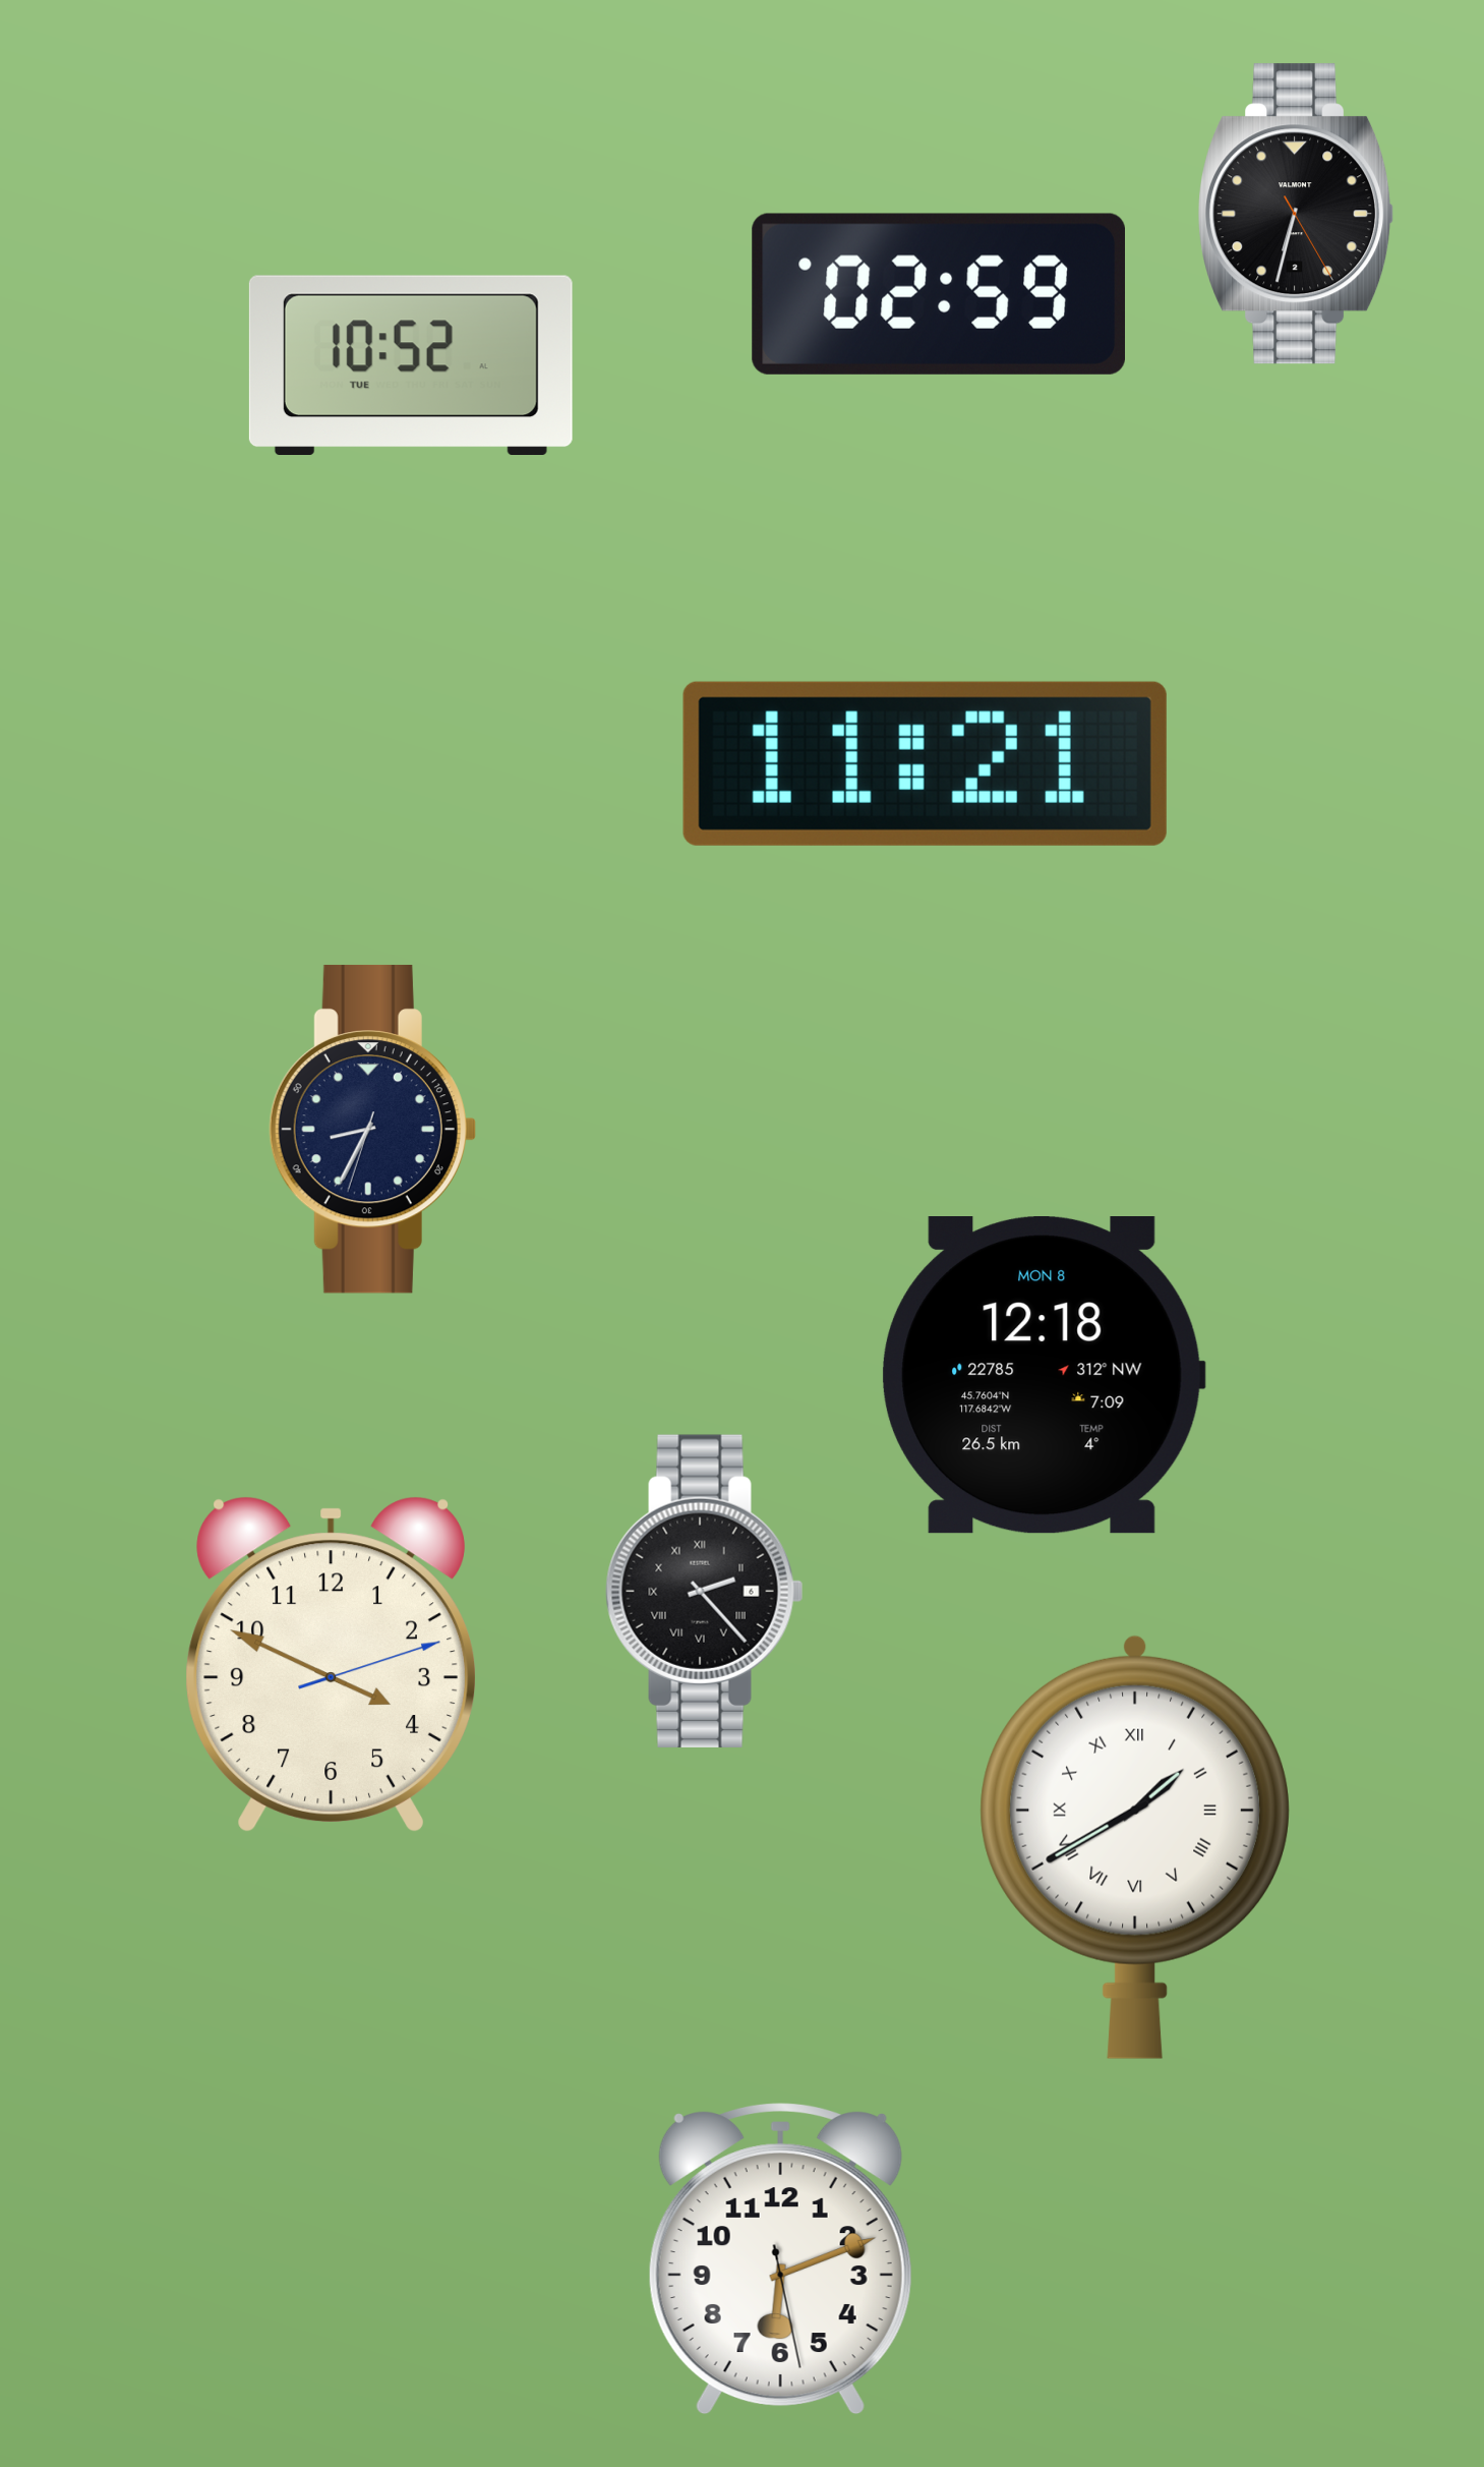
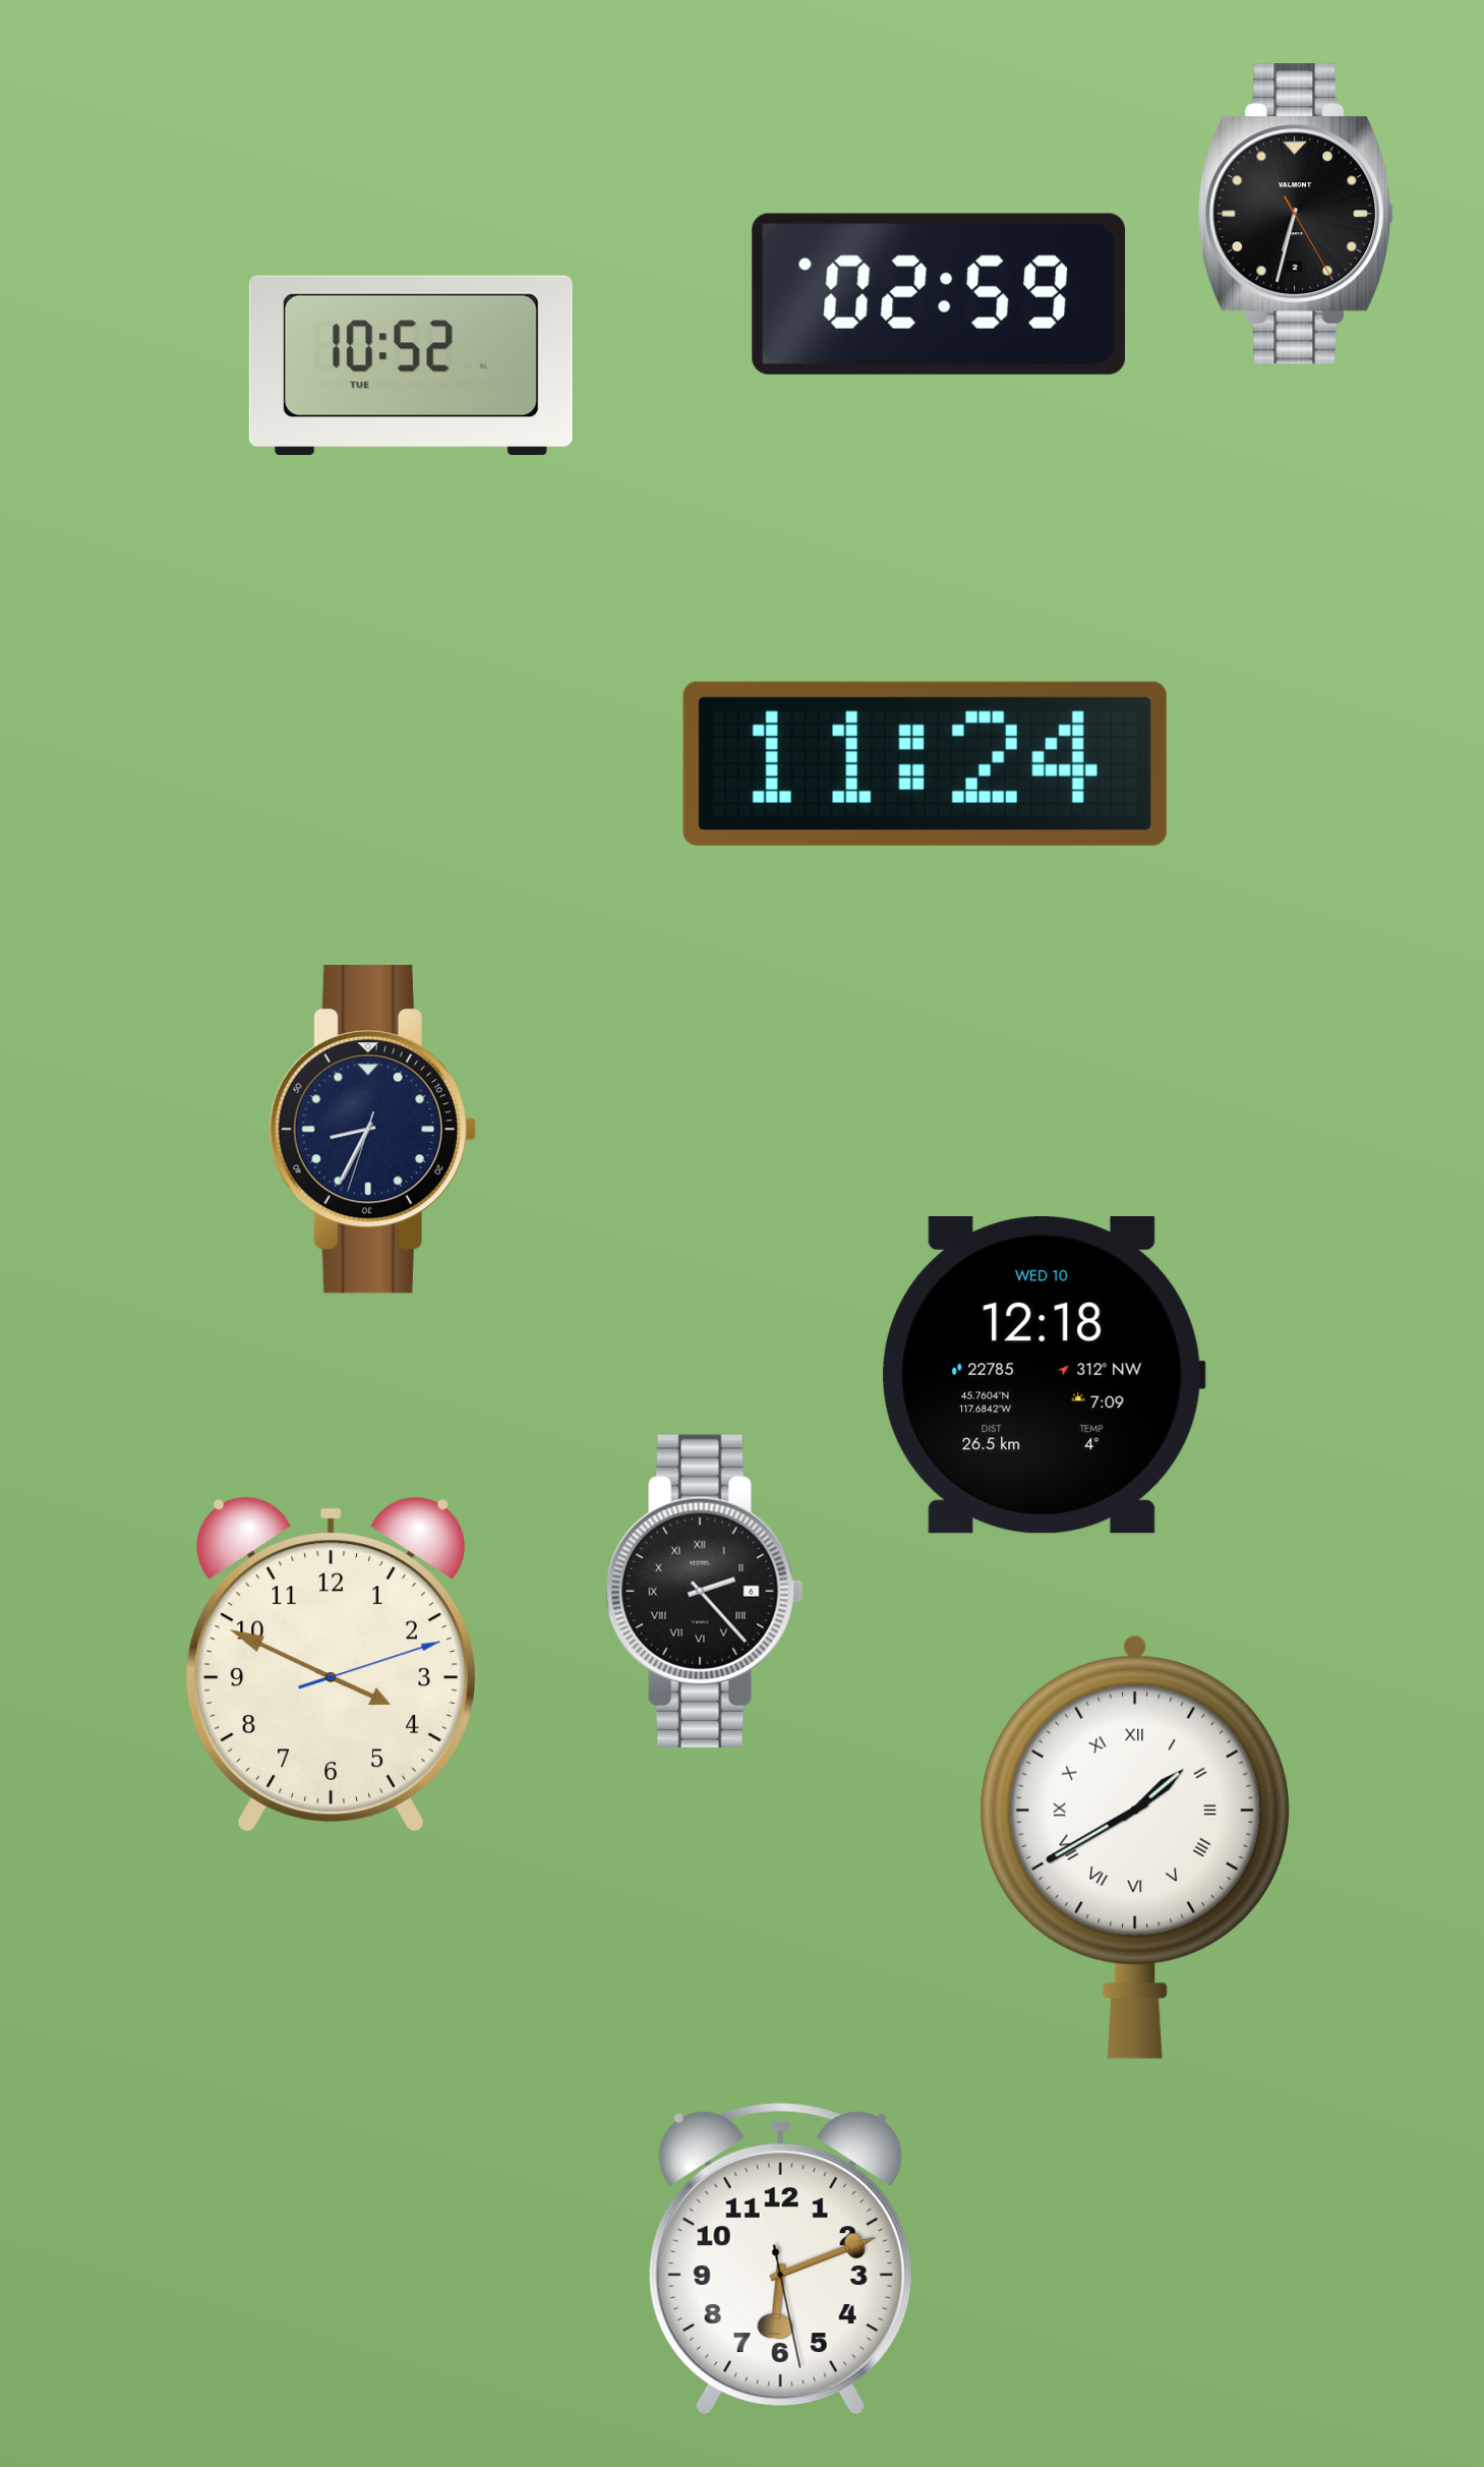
clock at (925, 763): 11:21 -> 11:24
clock at (1044, 1376) date: MON 8 -> WED 10
